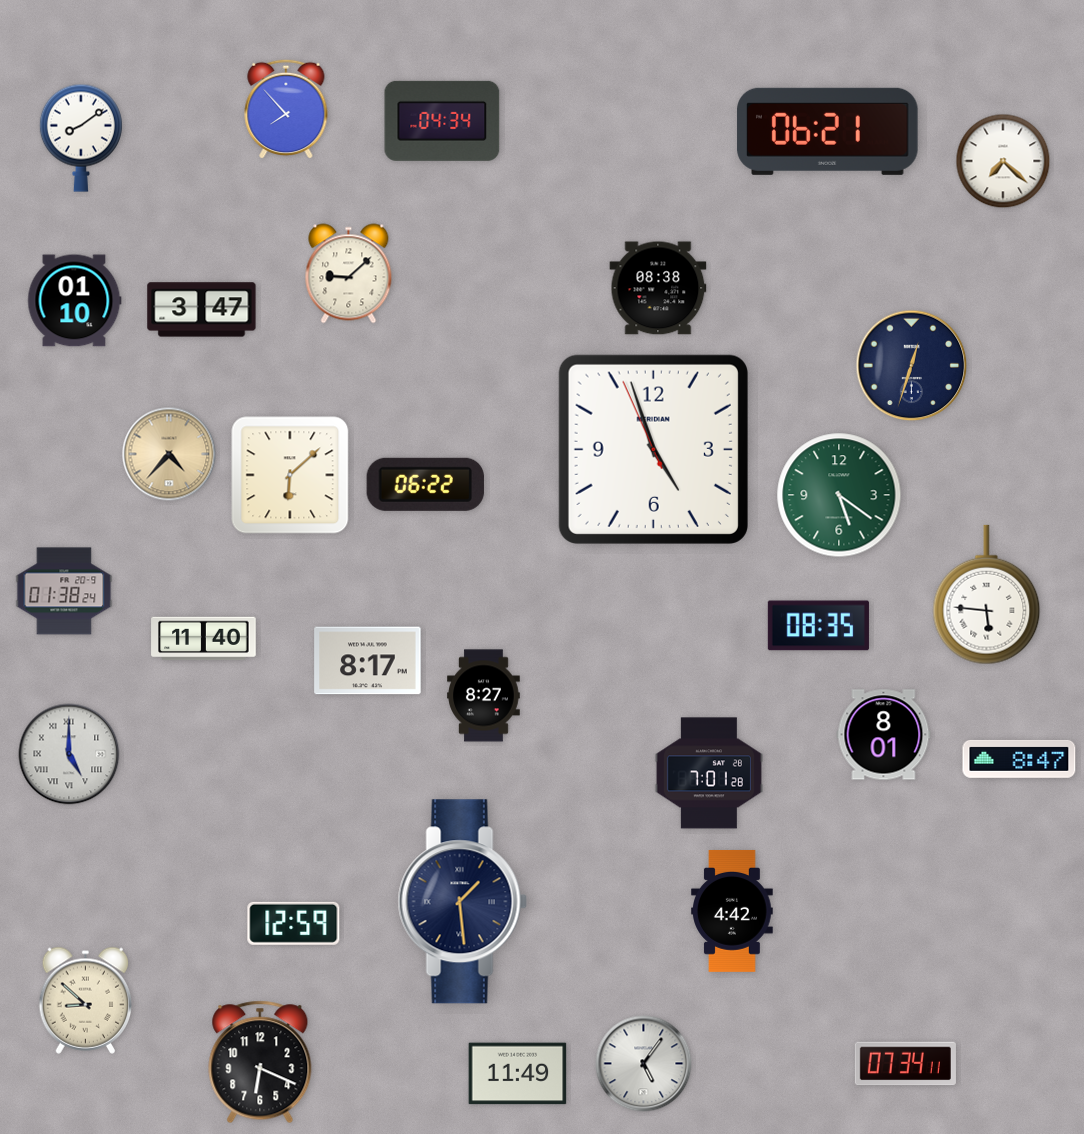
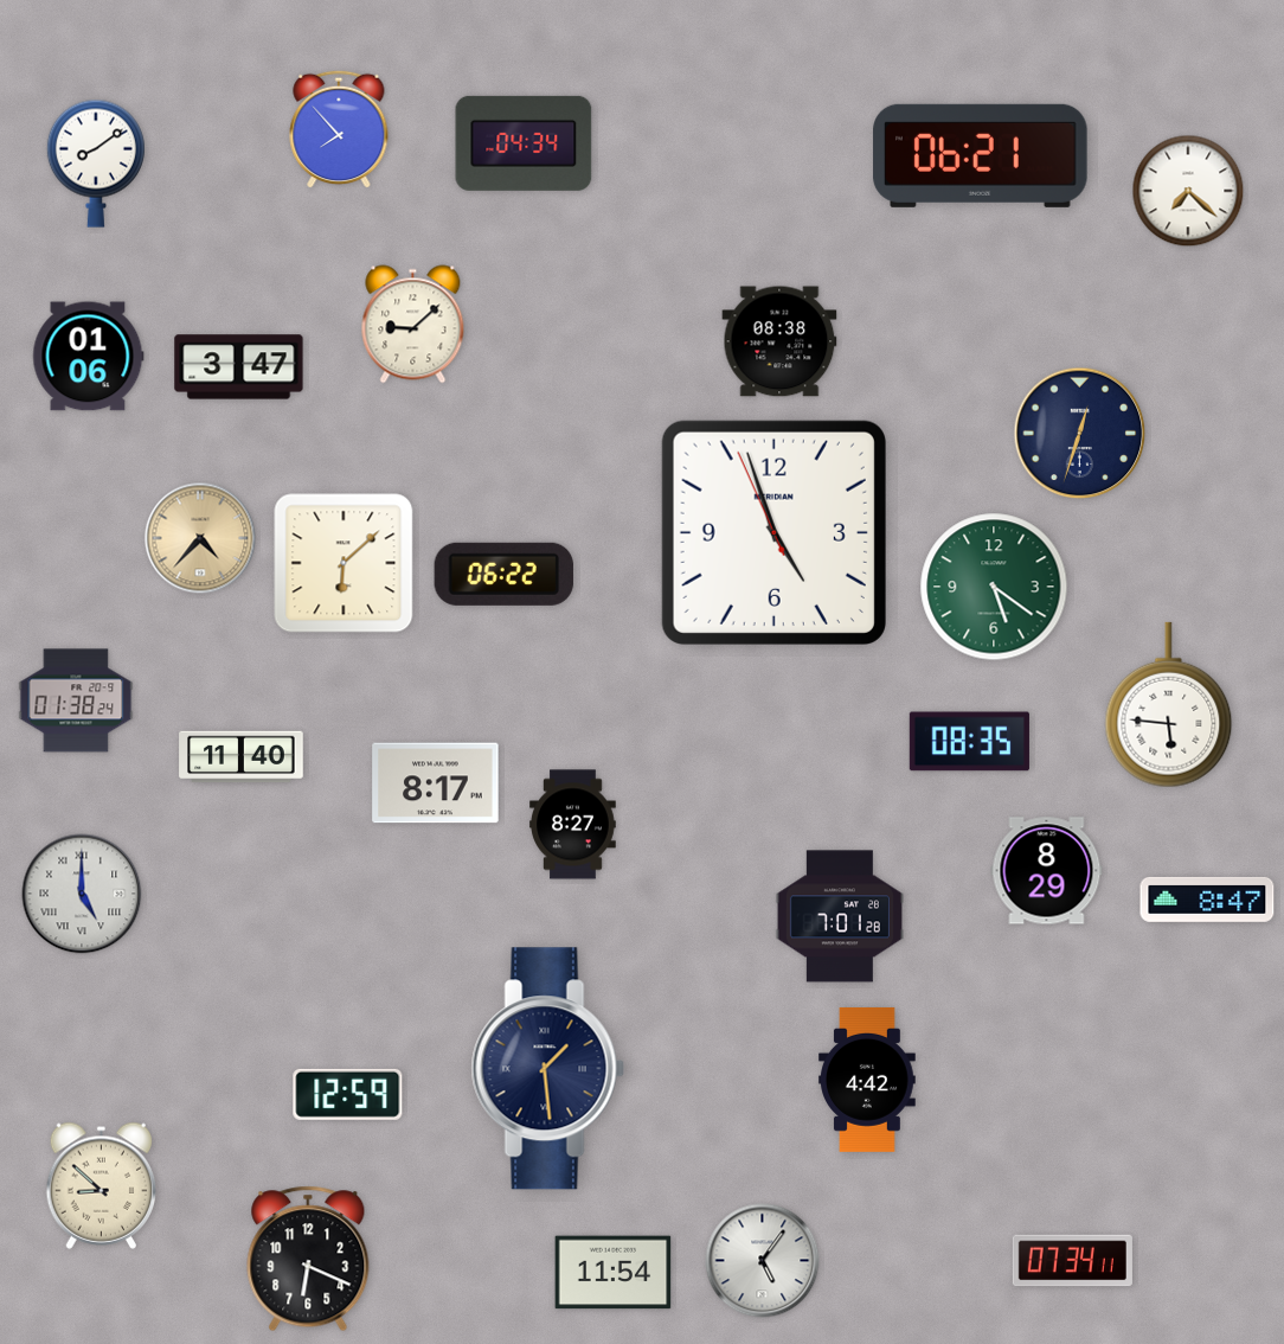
clock at (75, 301): 01:10 -> 01:06
clock at (884, 735): 8:01 -> 8:29
clock at (518, 1074): 11:49 -> 11:54
